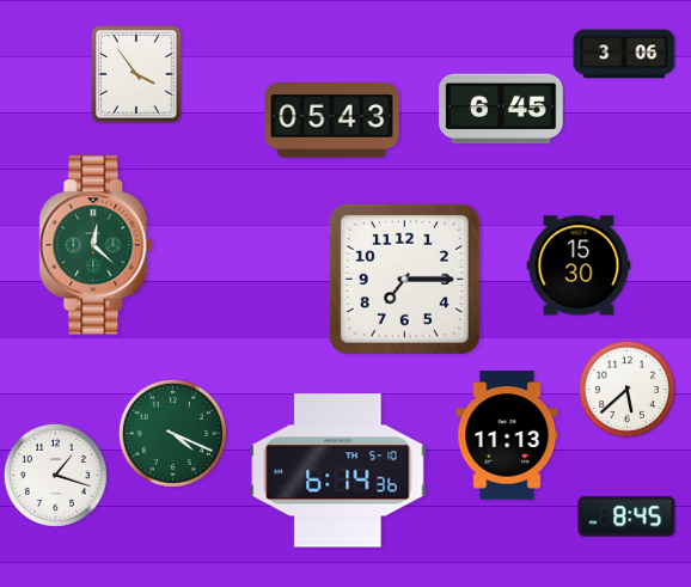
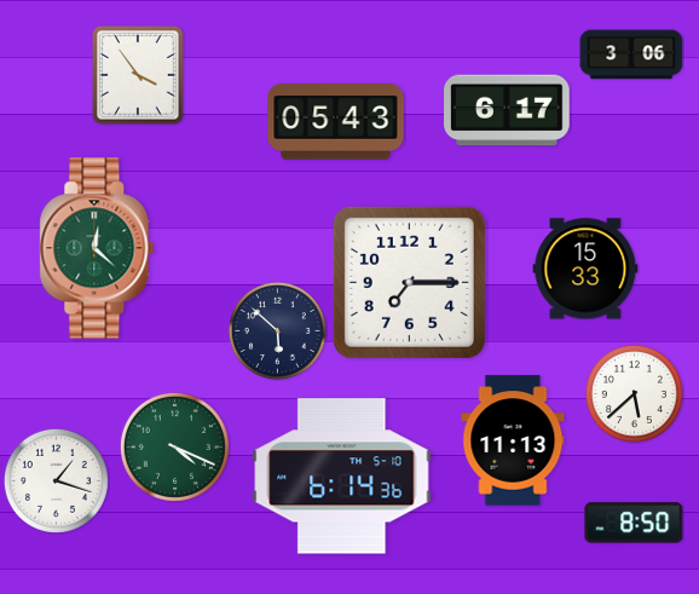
clock at (502, 109): 6:45 -> 6:17
clock at (579, 265): 15:30 -> 15:33
clock at (277, 330): none -> 5:52
clock at (172, 433) position: (172, 433) -> (174, 446)
clock at (626, 516): 8:45 -> 8:50
